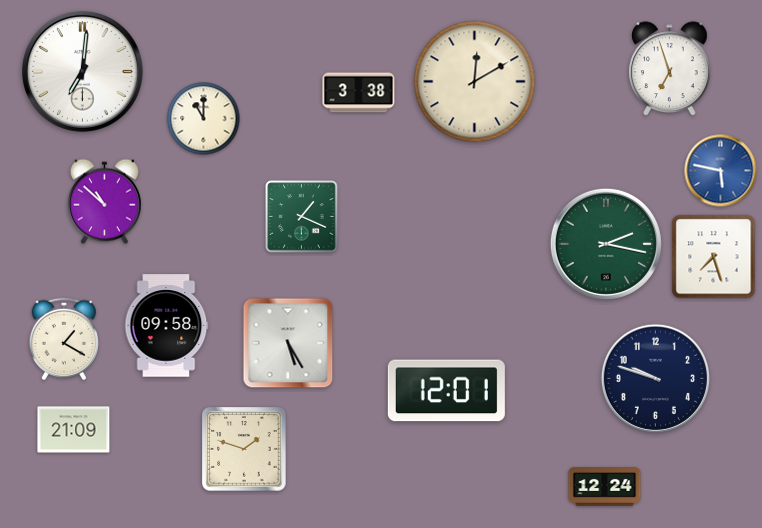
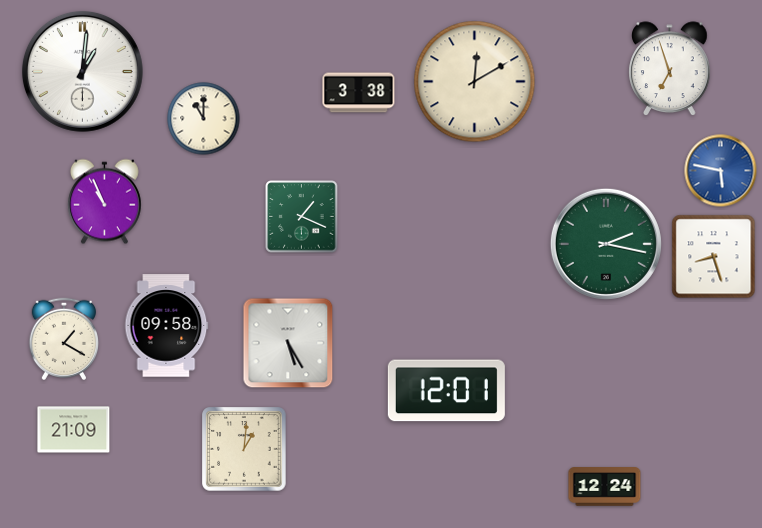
clock at (82, 71): 7:01 -> 1:01
clock at (104, 202): 10:52 -> 10:56
clock at (714, 257): 7:27 -> 8:27
clock at (655, 378): 9:48 -> none
clock at (244, 449): 1:48 -> 1:01
